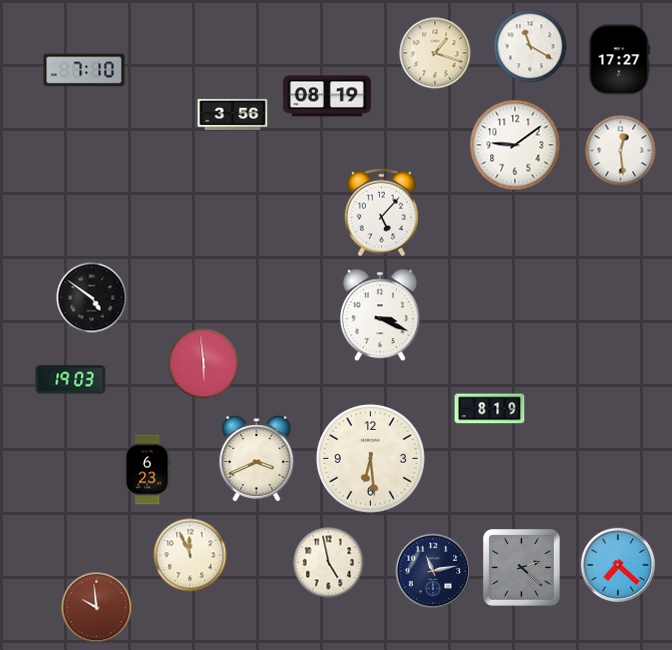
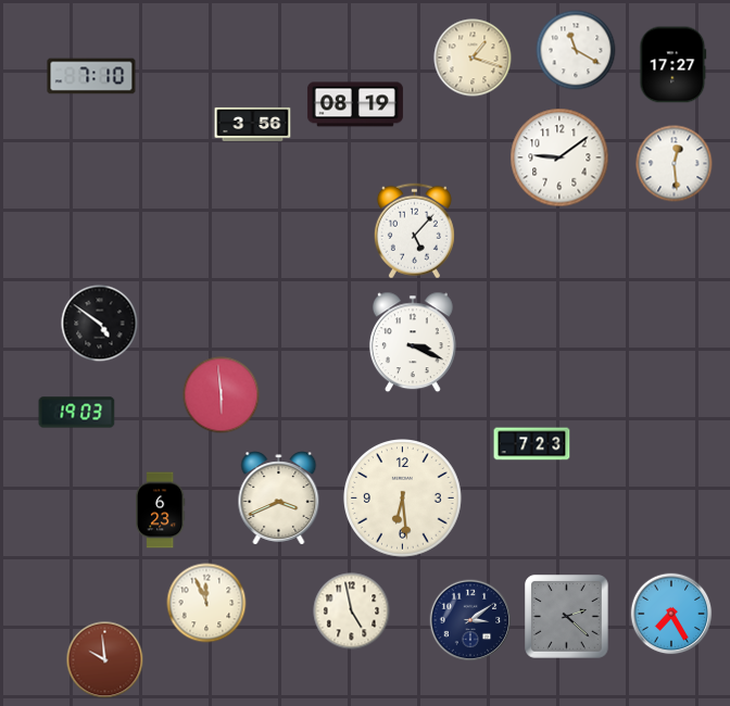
clock at (490, 409): 8:19 -> 7:23
clock at (329, 563) position: (329, 563) -> (352, 612)
clock at (618, 565): 7:22 -> 7:25
clock at (433, 571): 11:13 -> 3:09
